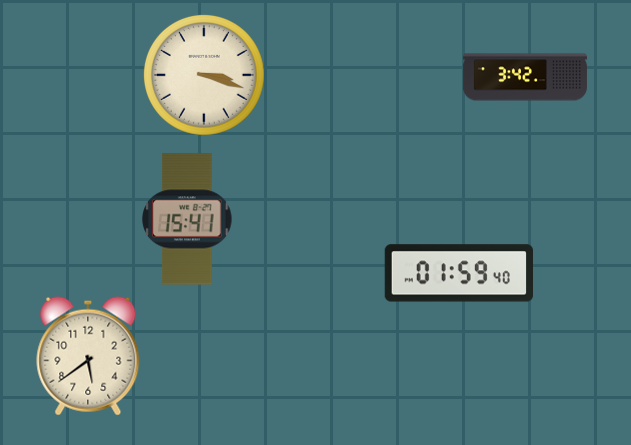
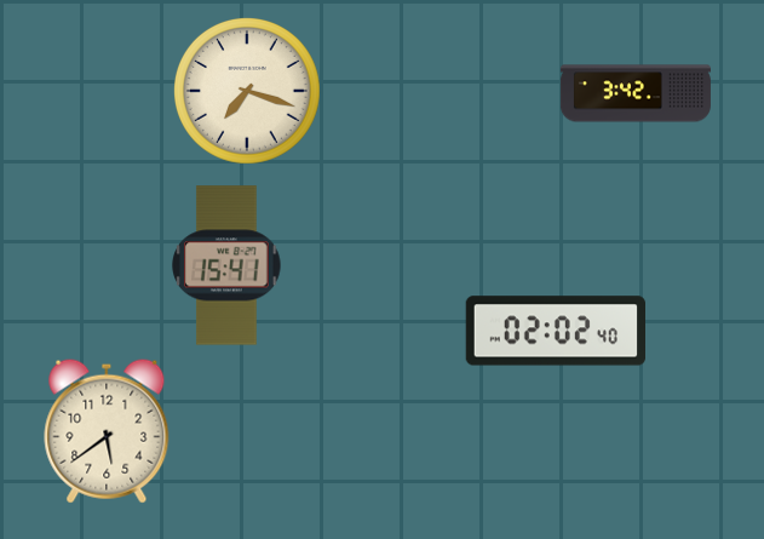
clock at (204, 75): 3:18 -> 7:18
clock at (458, 273): 01:59 -> 02:02
